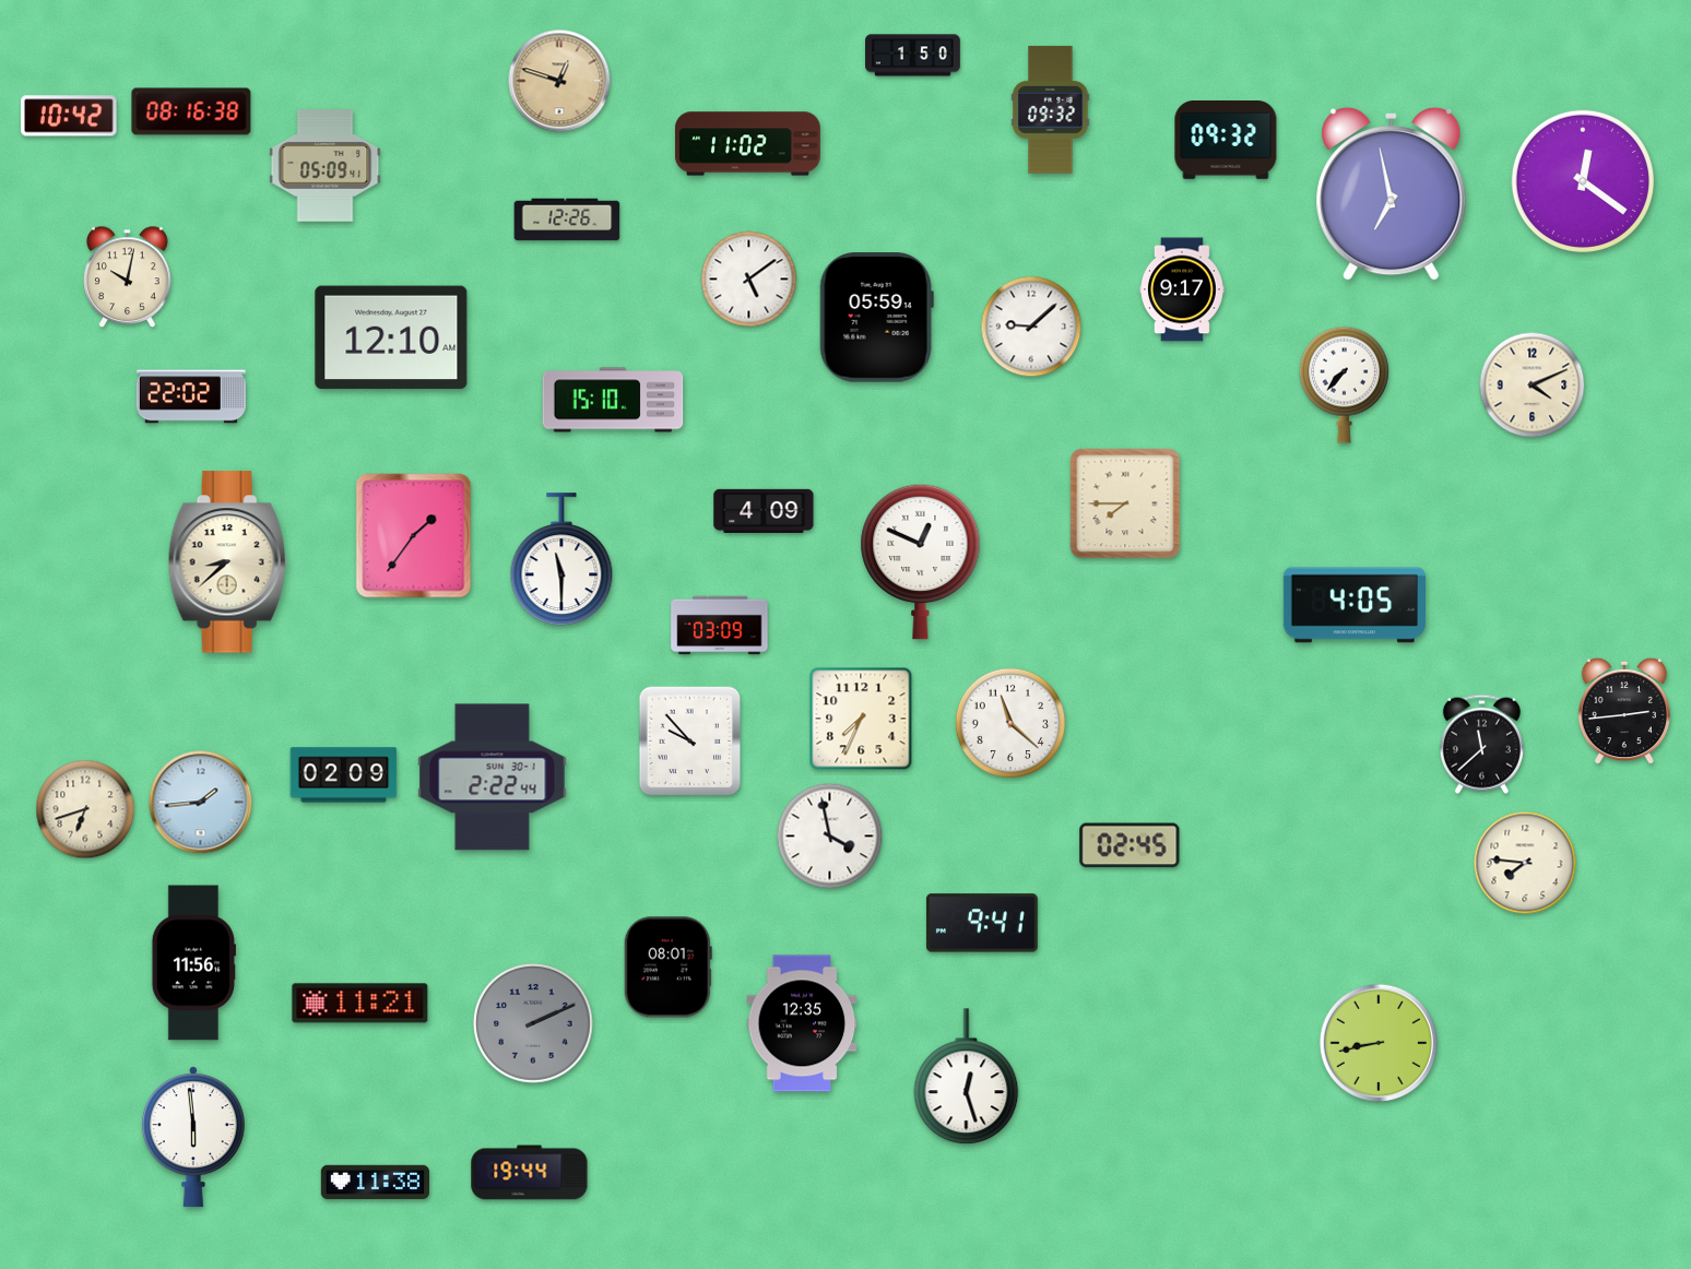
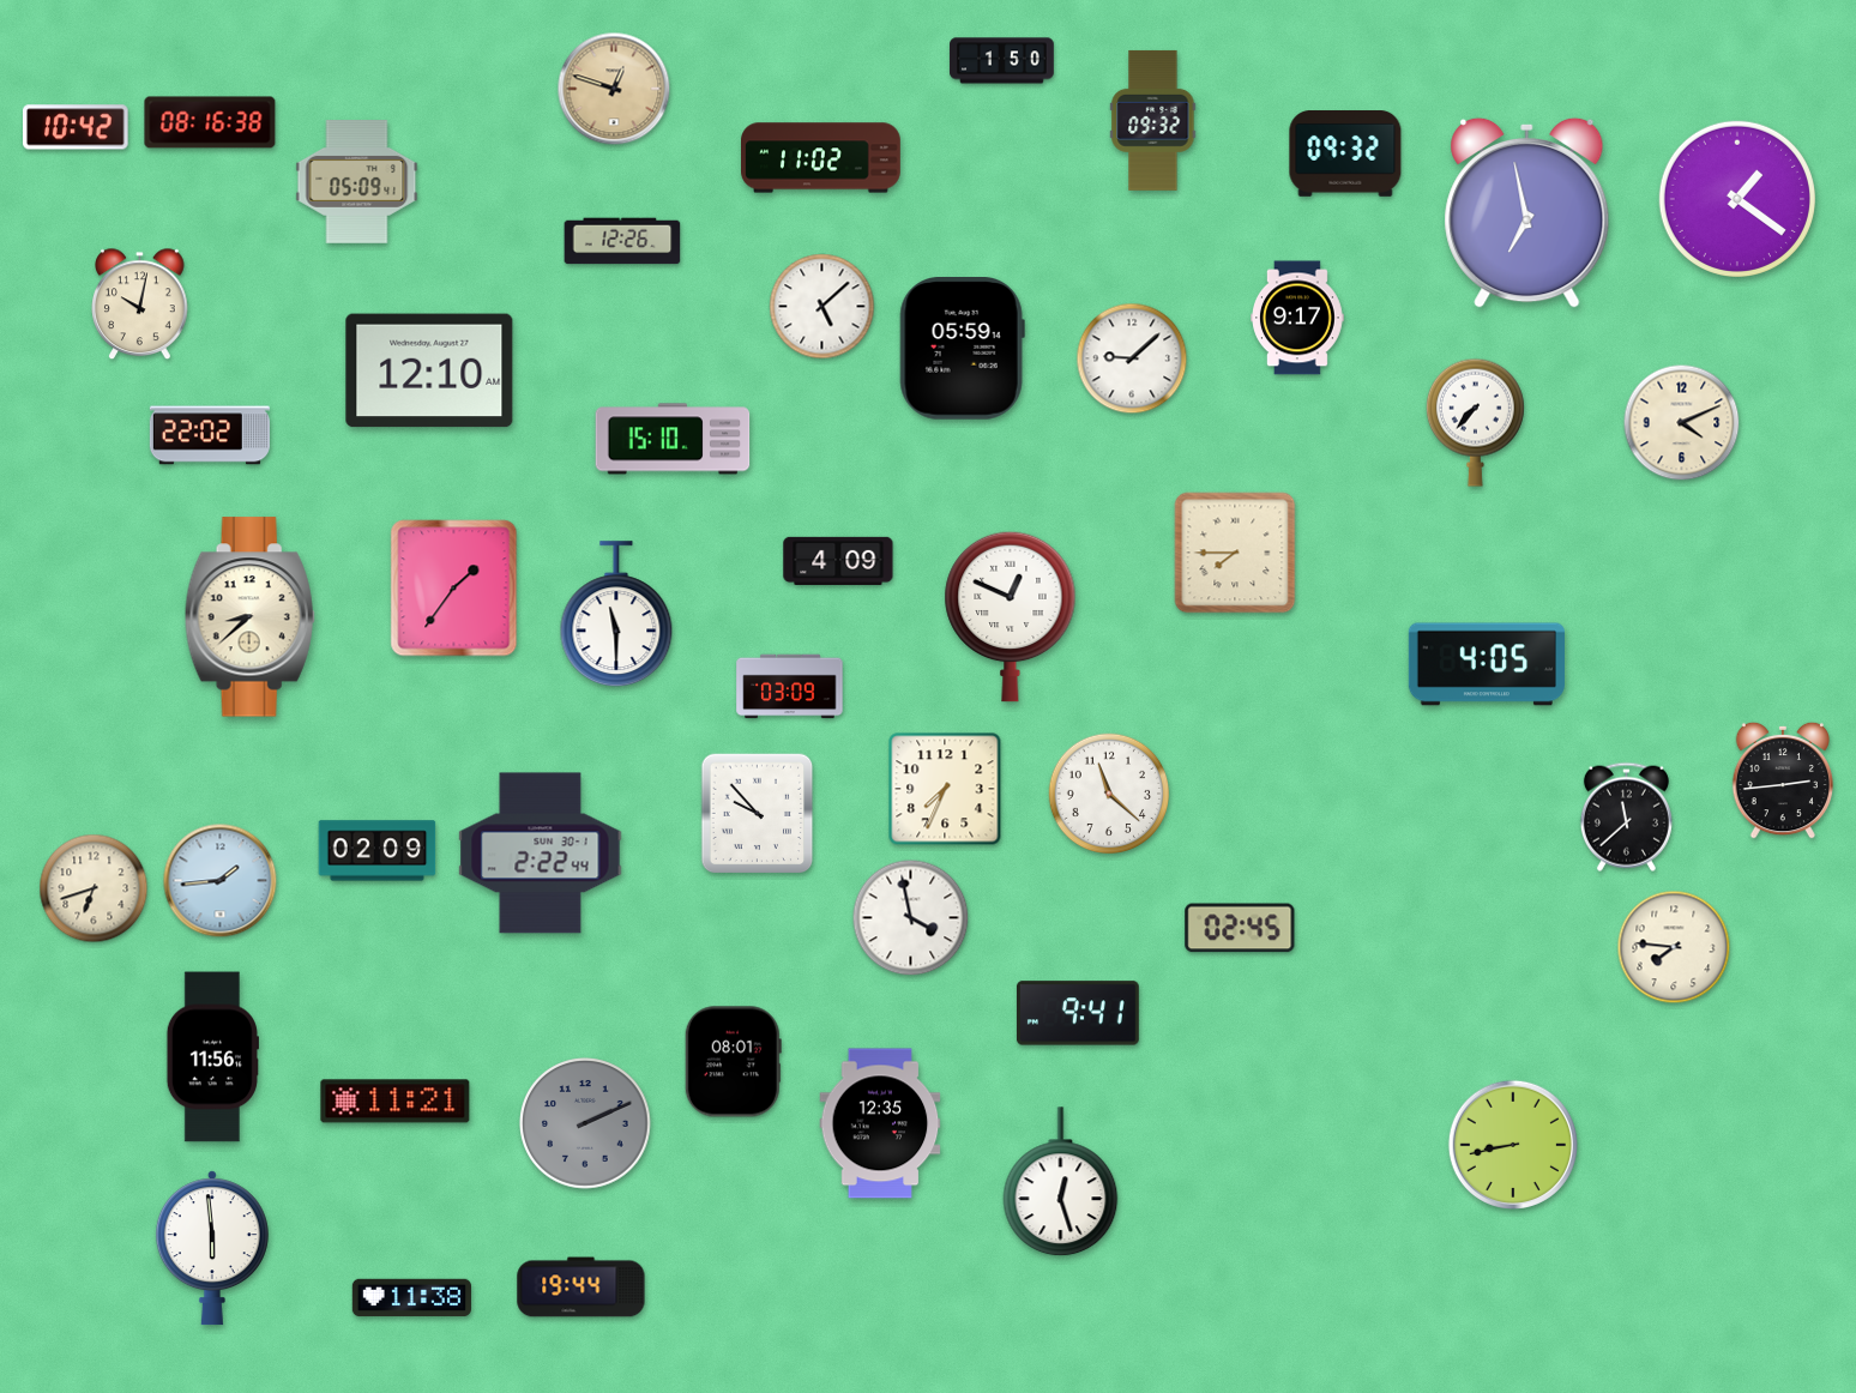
clock at (1582, 180): 12:21 -> 1:21
clock at (749, 280): 5:09 -> 5:08
